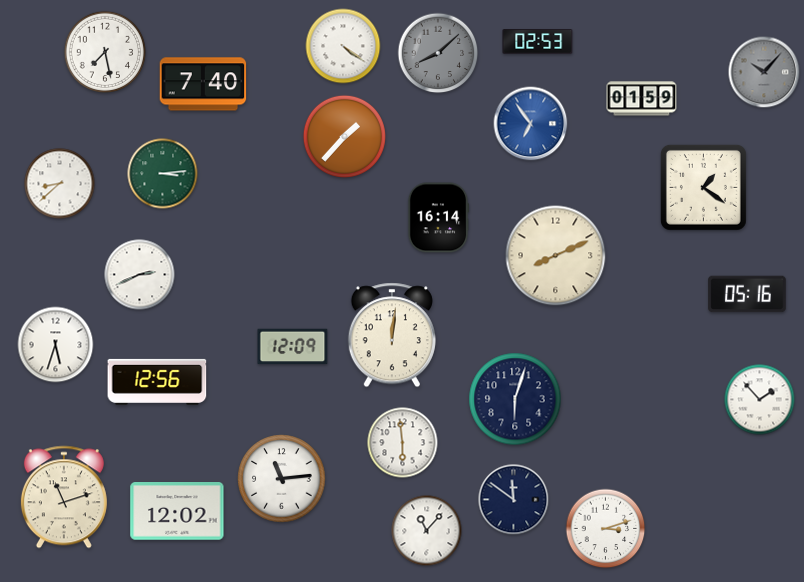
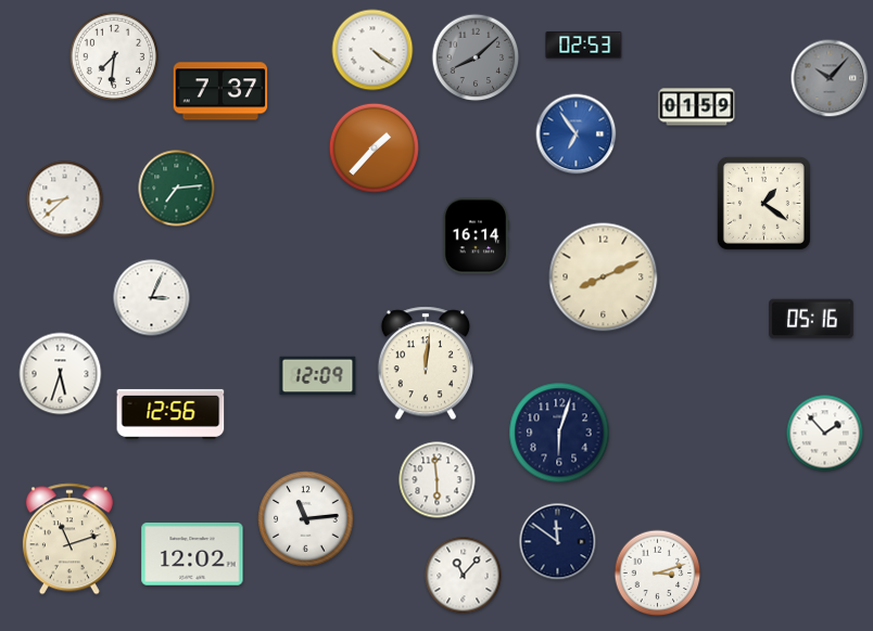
clock at (104, 51): 7:28 -> 7:31
clock at (203, 84): 7:40 -> 7:37
clock at (163, 174): 3:14 -> 7:14
clock at (140, 275): 2:41 -> 3:04
